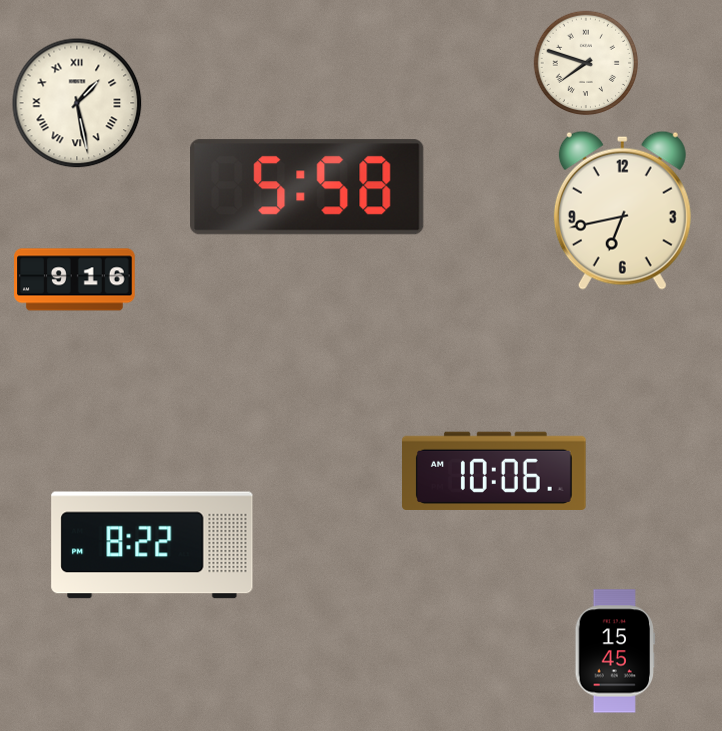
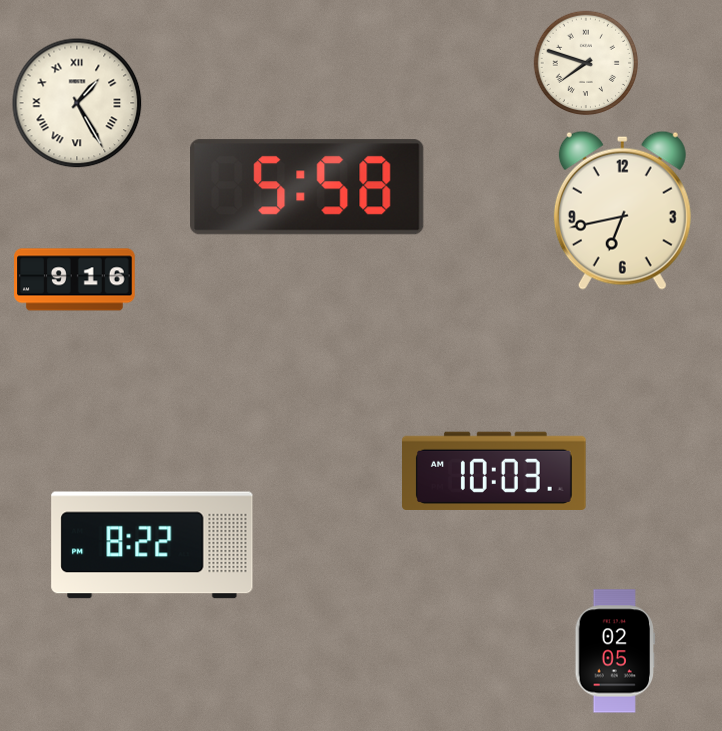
clock at (77, 103): 1:28 -> 1:25
clock at (495, 471): 10:06 -> 10:03
clock at (615, 651): 15:45 -> 02:05
